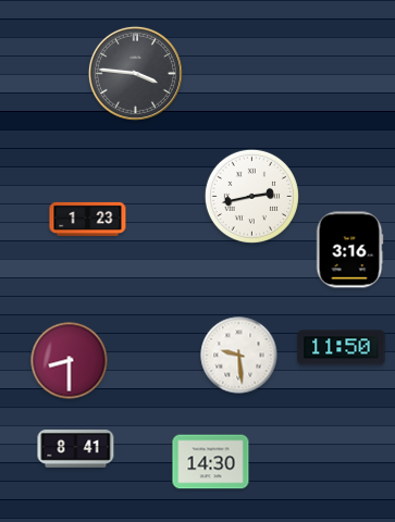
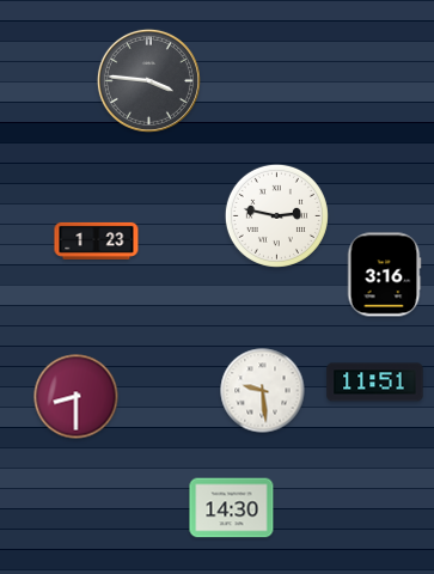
clock at (251, 196): 2:43 -> 2:47
clock at (342, 348): 11:50 -> 11:51
clock at (76, 449): 8:41 -> none
